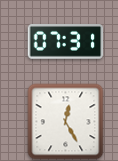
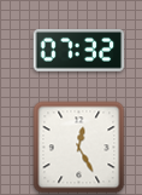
clock at (66, 42): 07:31 -> 07:32
